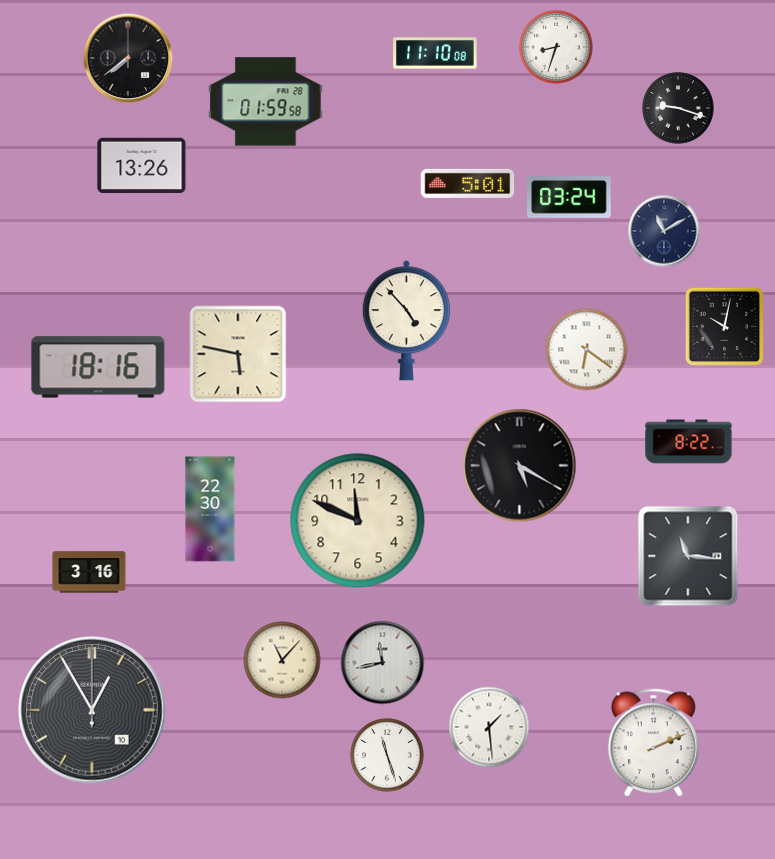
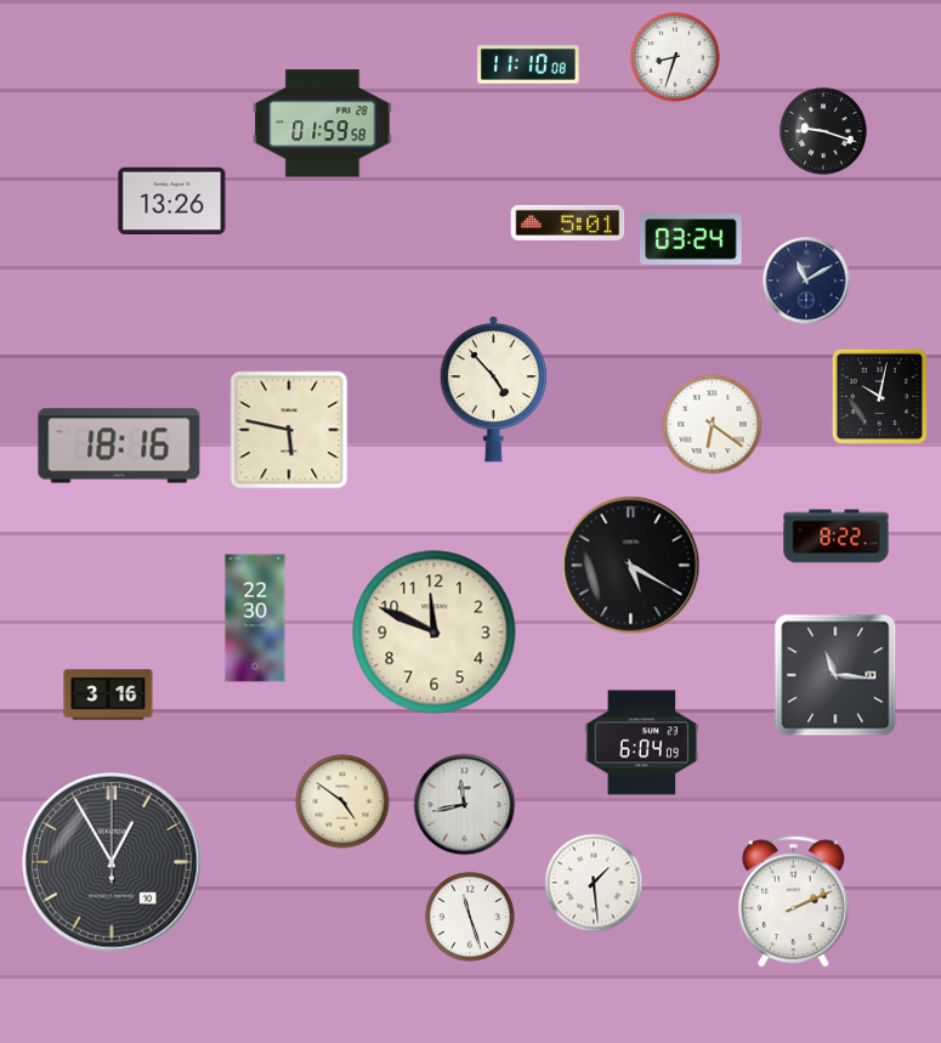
clock at (128, 58): 7:39 -> none
clock at (642, 743): none -> 6:04
clock at (282, 660): 11:07 -> 4:51
